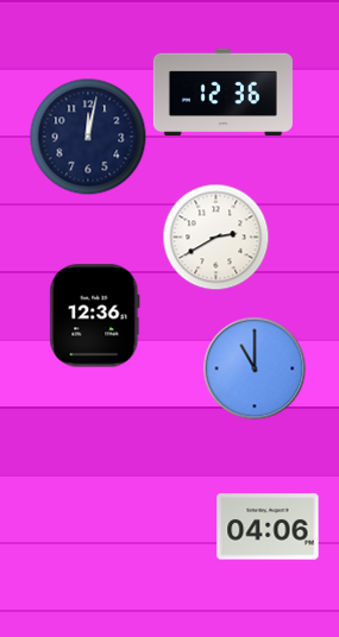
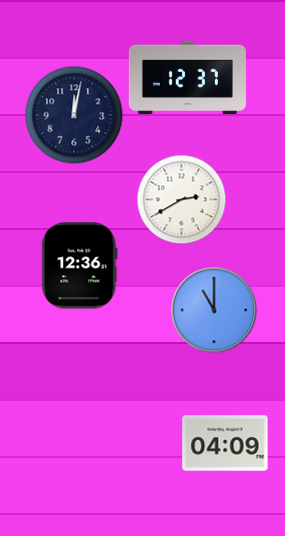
clock at (222, 93): 12:36 -> 12:37
clock at (268, 526): 04:06 -> 04:09
